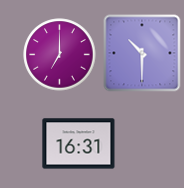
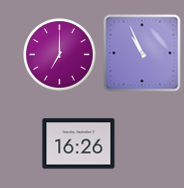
clock at (142, 53): 10:30 -> 10:56
clock at (79, 144): 16:31 -> 16:26
